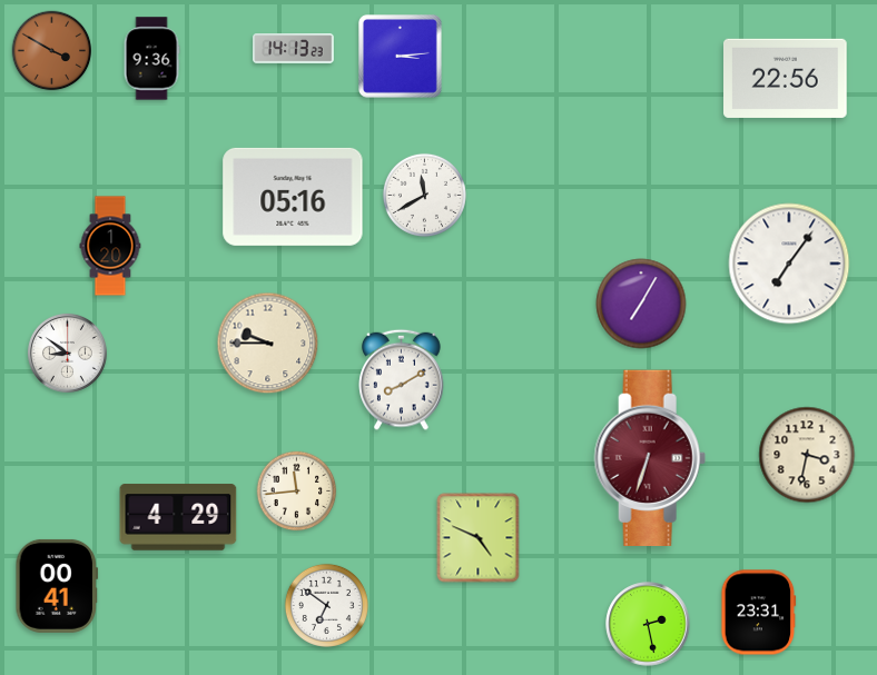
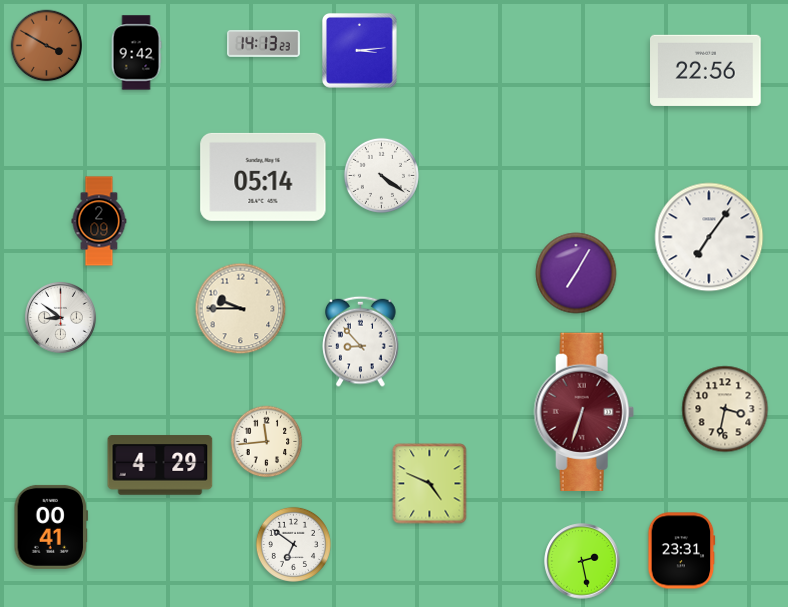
clock at (151, 59): 9:36 -> 9:42
clock at (424, 195): 11:40 -> 4:21
clock at (293, 197): 05:16 -> 05:14
clock at (110, 246): 1:20 -> 2:09
clock at (402, 379): 8:10 -> 8:53
